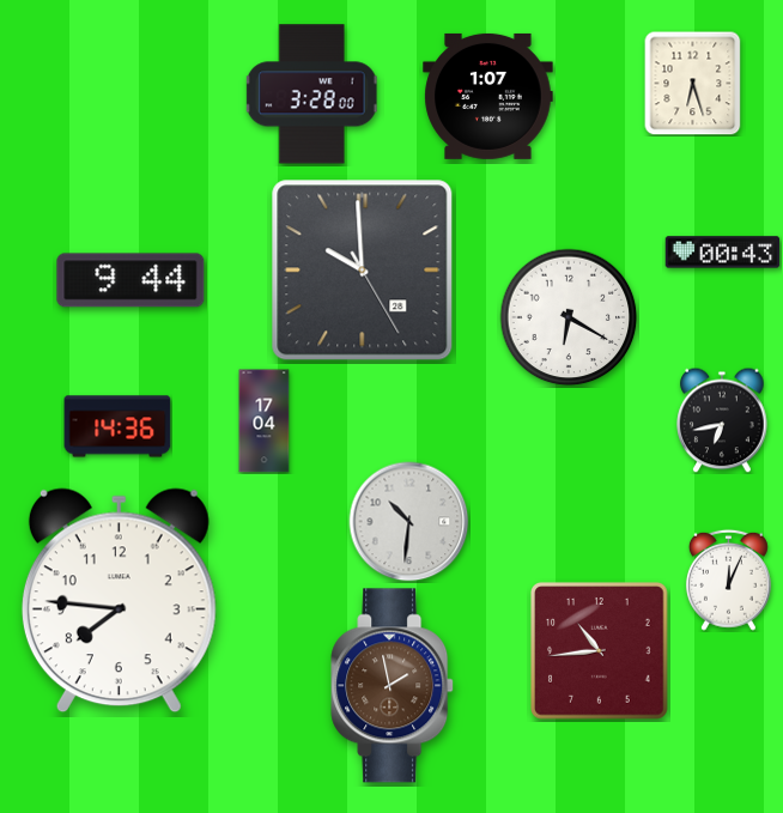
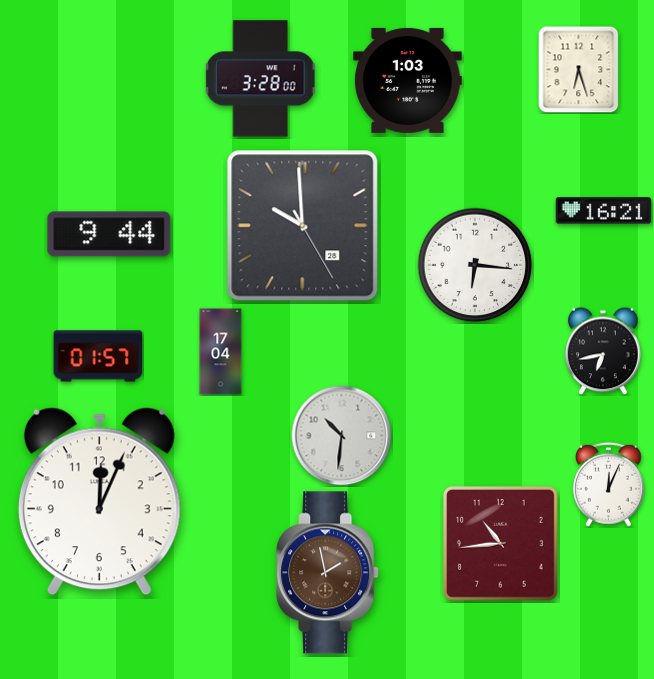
clock at (488, 96): 1:07 -> 1:03
clock at (723, 253): 00:43 -> 16:21
clock at (569, 317): 6:20 -> 6:16
clock at (117, 426): 14:36 -> 01:57
clock at (119, 601): 7:46 -> 12:04
